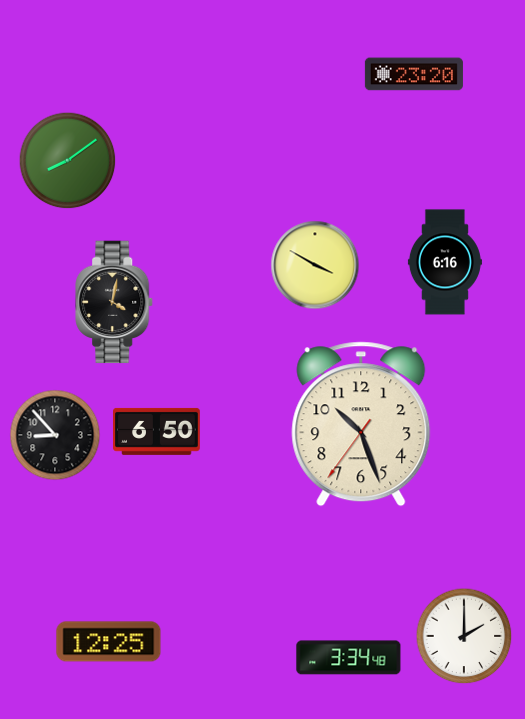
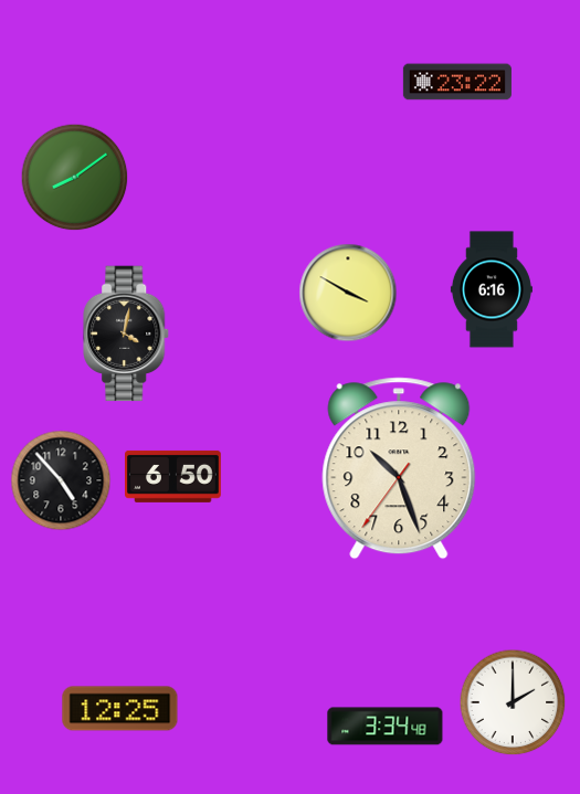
clock at (414, 74): 23:20 -> 23:22
clock at (55, 435): 8:53 -> 4:53
